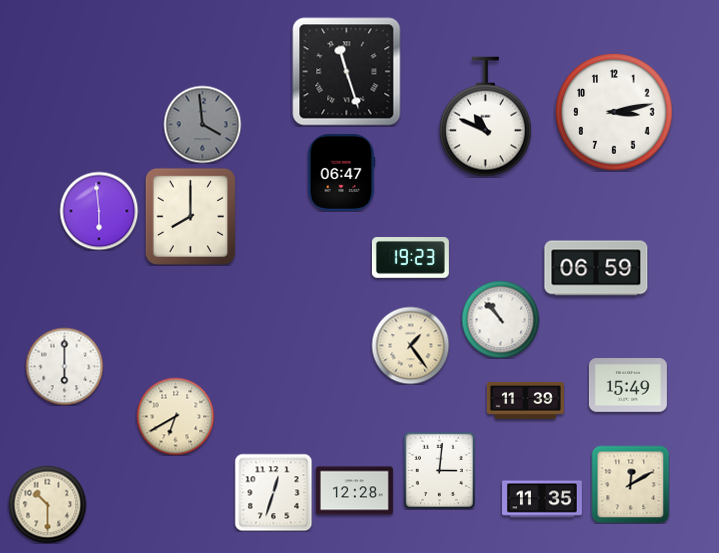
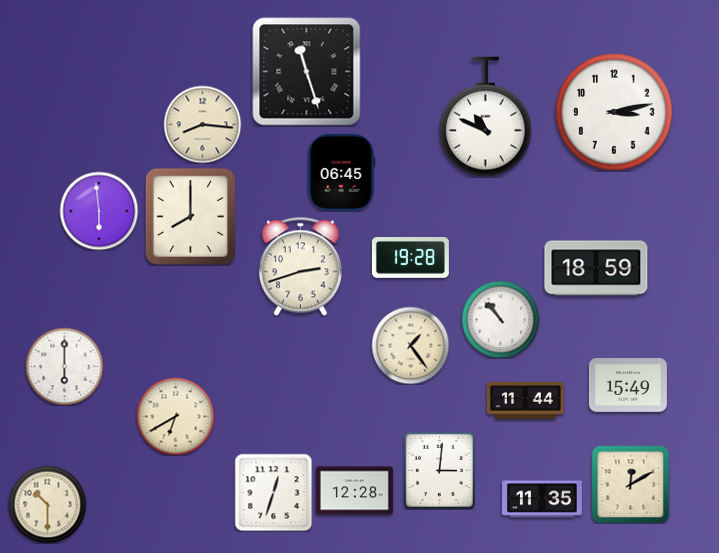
clock at (347, 72) position: (347, 72) -> (307, 72)
clock at (202, 124): 3:59 -> 8:16
clock at (202, 124) dial: grey -> cream
clock at (341, 172): 06:47 -> 06:45
clock at (410, 258): 19:23 -> 19:28
clock at (300, 266): none -> 2:42
clock at (596, 268): 06:59 -> 18:59
clock at (525, 401): 11:39 -> 11:44
